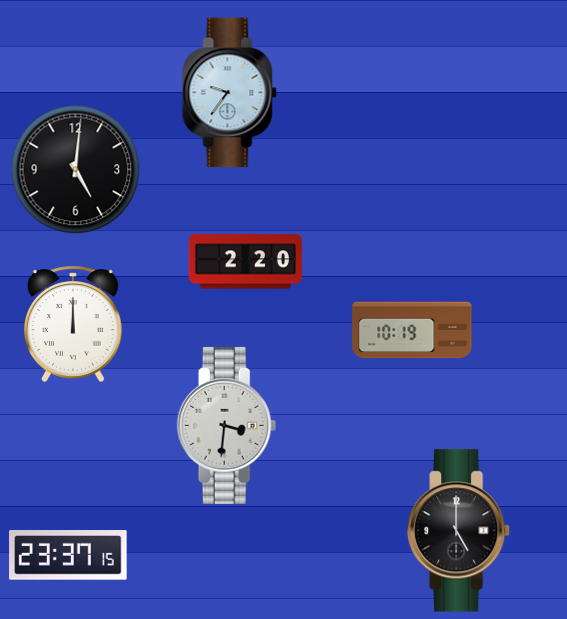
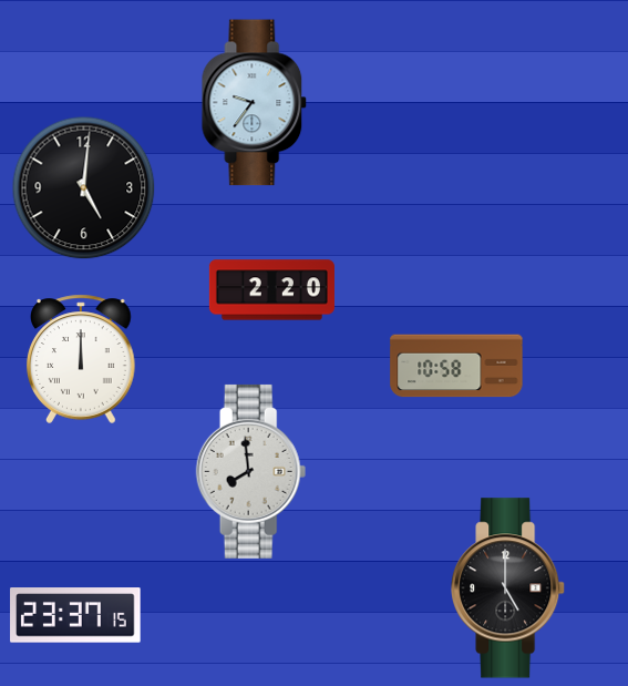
clock at (412, 330): 10:19 -> 10:58
clock at (227, 425): 3:31 -> 7:59
